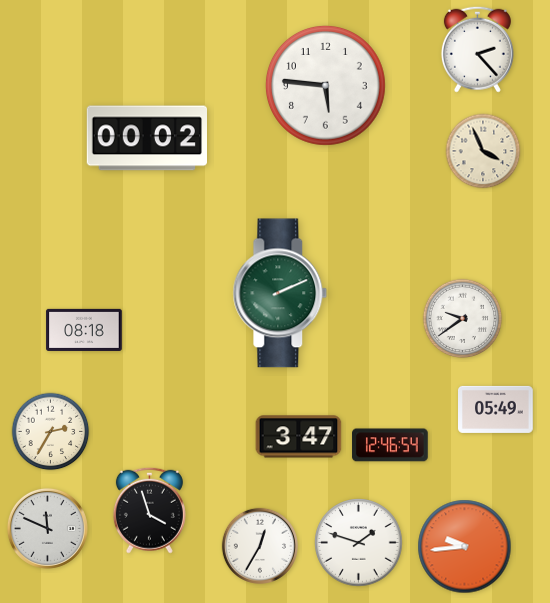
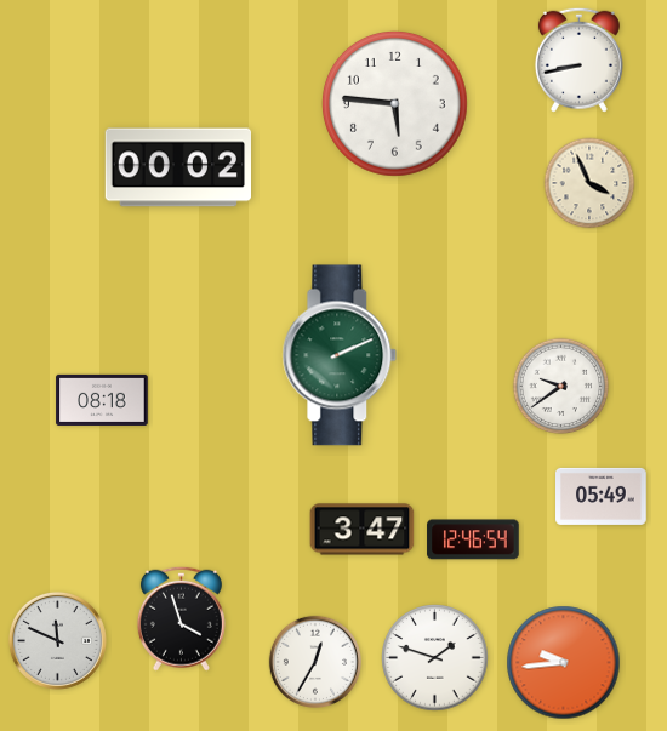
clock at (477, 49): 2:23 -> 8:43
clock at (483, 151) position: (483, 151) -> (589, 183)
clock at (51, 432): 2:35 -> none
